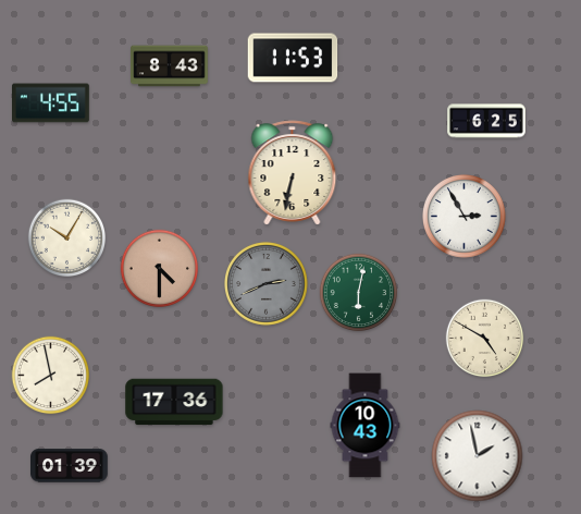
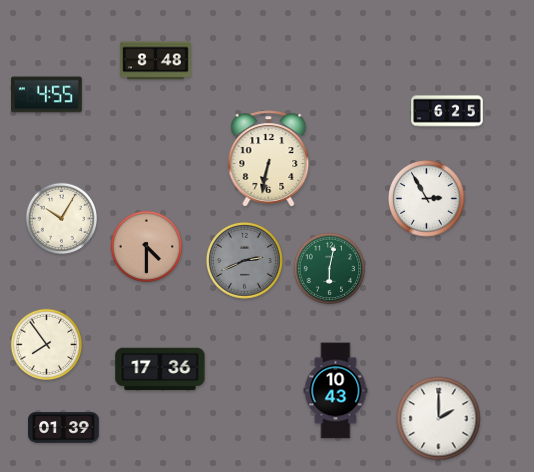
clock at (293, 58): 11:53 -> none
clock at (170, 66): 8:43 -> 8:48
clock at (485, 339): 4:50 -> none
clock at (51, 376): 7:58 -> 7:54
clock at (478, 456): 1:58 -> 2:00
